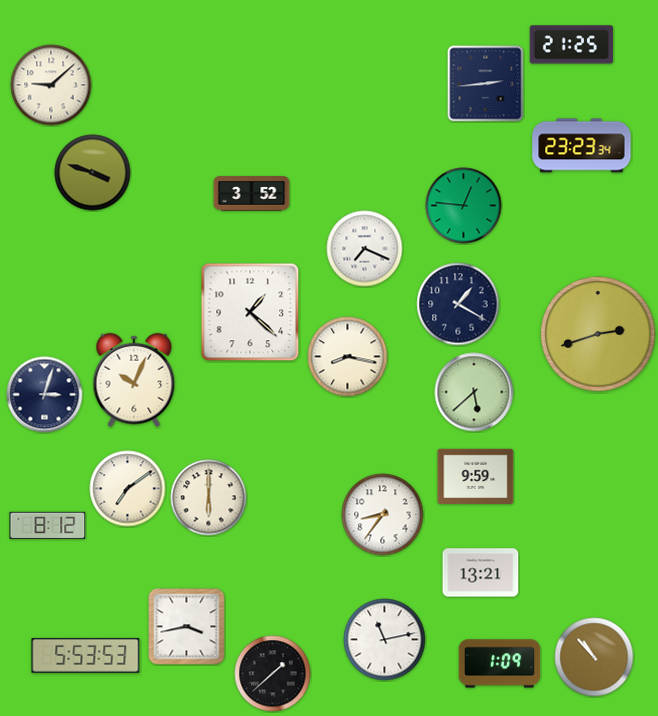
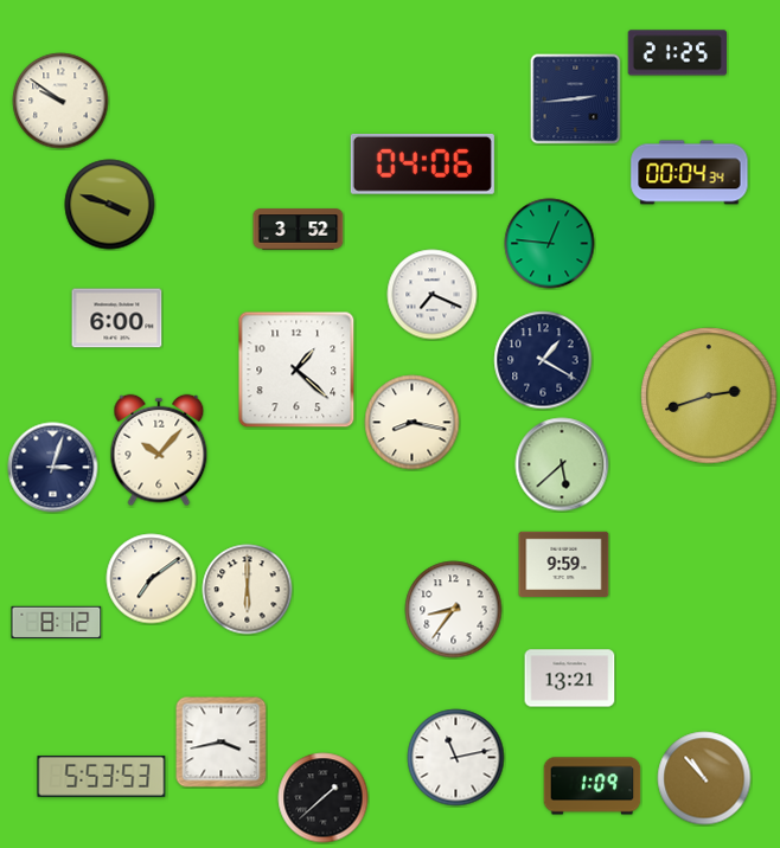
clock at (51, 85): 9:08 -> 9:51
clock at (422, 163): none -> 04:06
clock at (582, 146): 23:23 -> 00:04
clock at (117, 319): none -> 6:00
clock at (134, 380): 10:04 -> 10:07
